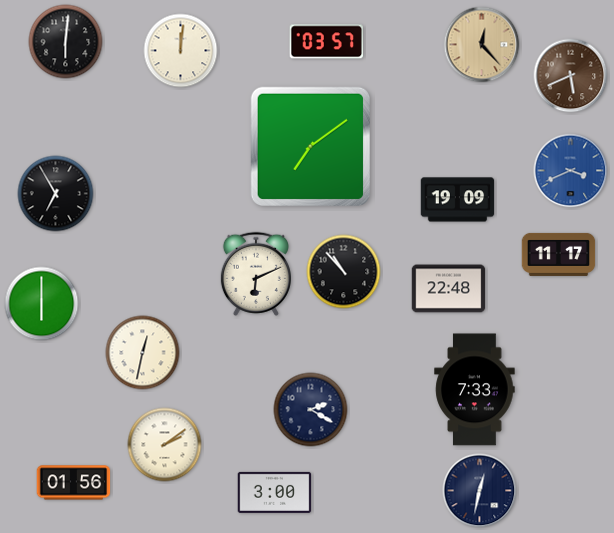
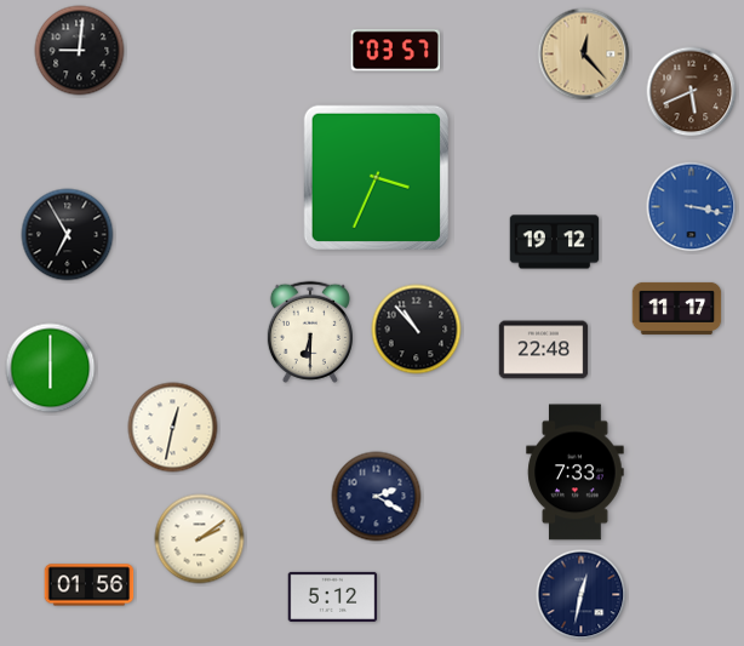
clock at (66, 42): 6:01 -> 9:01
clock at (181, 51): 12:01 -> none
clock at (310, 146): 7:09 -> 3:34
clock at (571, 171): 3:41 -> 3:17
clock at (458, 200): 19:09 -> 19:12
clock at (256, 274): 6:11 -> 6:30
clock at (275, 492): 3:00 -> 5:12
